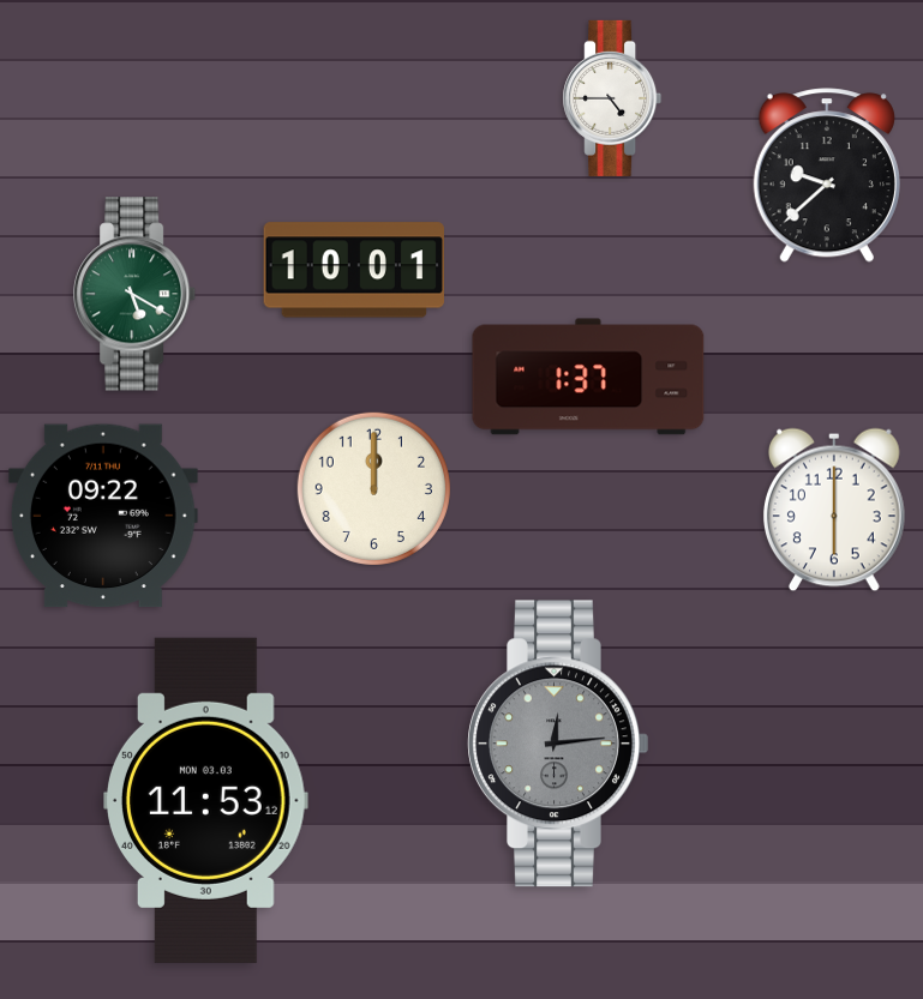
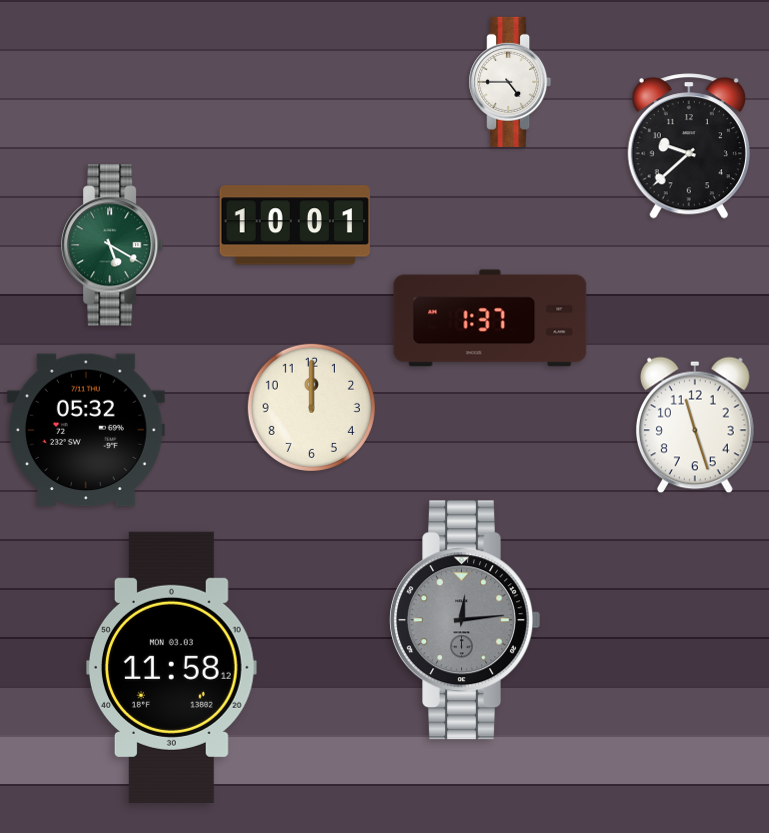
clock at (588, 377) position: (588, 377) -> (490, 318)
clock at (834, 510): 6:00 -> 11:27
clock at (103, 516): 09:22 -> 05:32
clock at (206, 800): 11:53 -> 11:58
